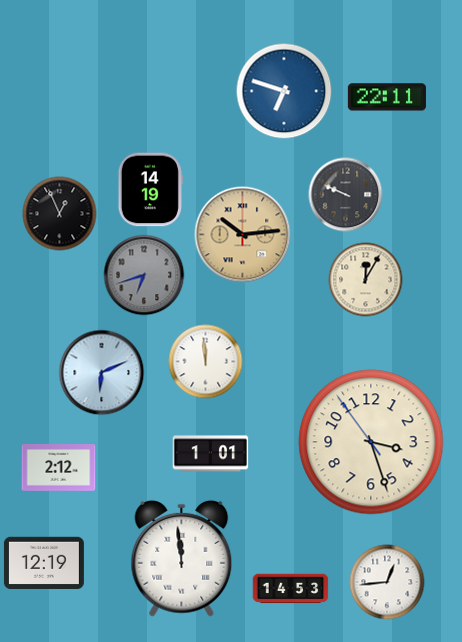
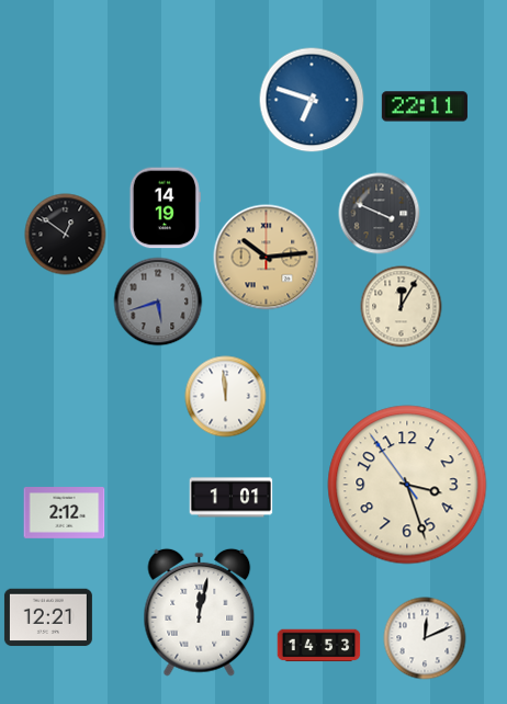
clock at (346, 195): 9:49 -> 3:49
clock at (60, 214): 12:56 -> 12:51
clock at (144, 275): 6:42 -> 5:42
clock at (102, 373): 6:11 -> none
clock at (182, 558): 11:59 -> 12:02
clock at (44, 563): 12:19 -> 12:21
clock at (387, 582): 12:44 -> 12:11
